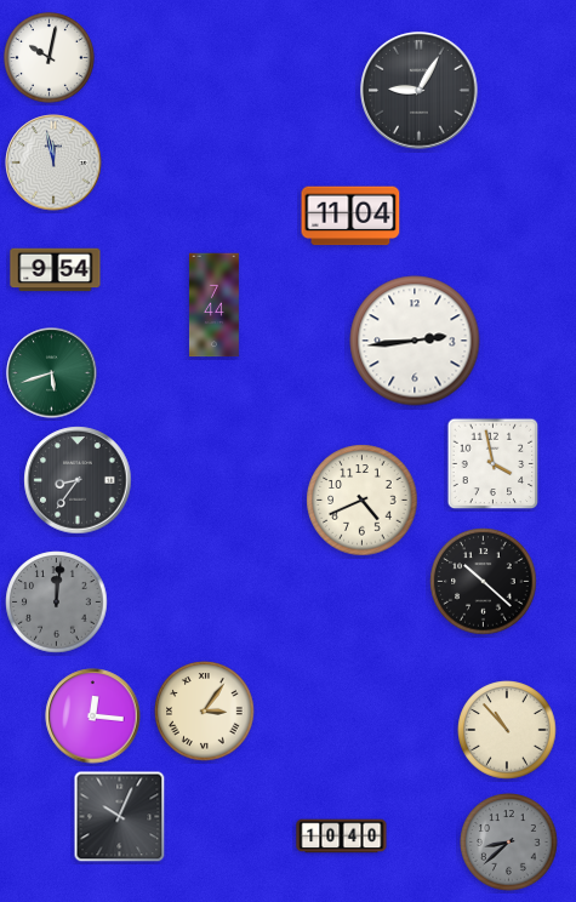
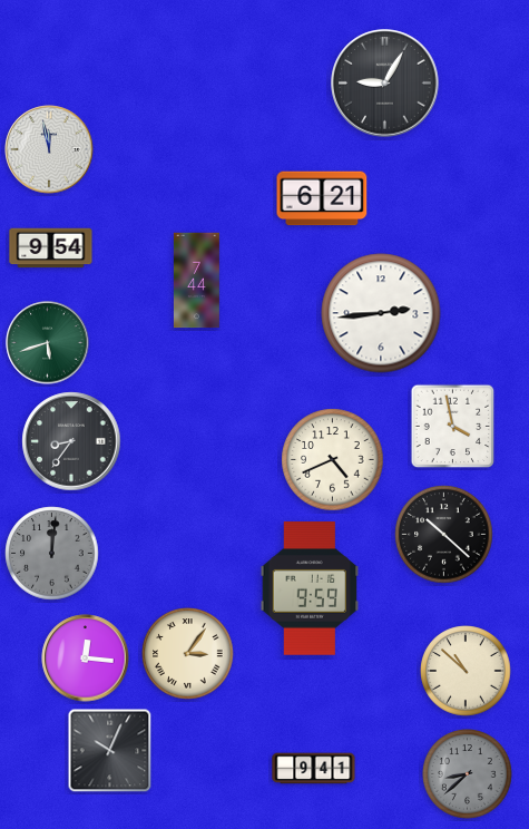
clock at (50, 58): 10:02 -> none
clock at (350, 216): 11:04 -> 6:21
clock at (310, 588): none -> 9:59
clock at (507, 730): 10:53 -> 10:52
clock at (342, 837): 10:40 -> 9:41
